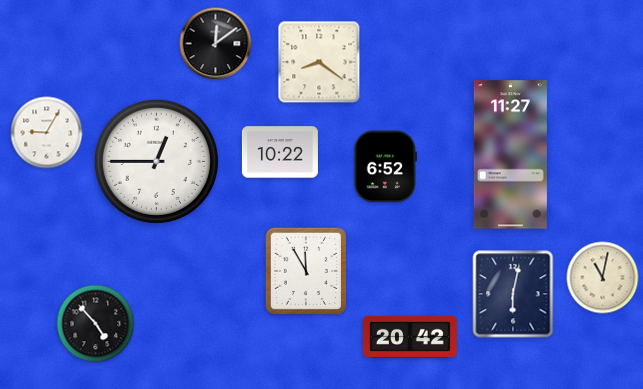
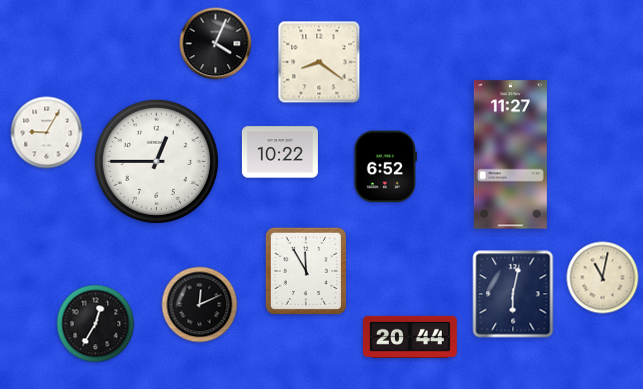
clock at (216, 44): 12:09 -> 4:04
clock at (200, 305): none -> 12:11
clock at (96, 324): 4:53 -> 12:35
clock at (410, 337): 20:42 -> 20:44
